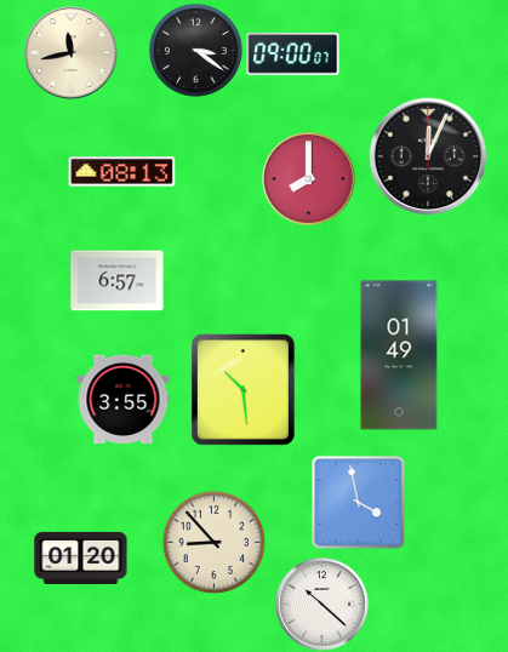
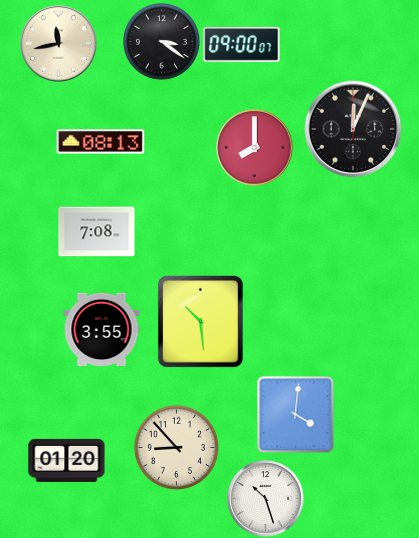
clock at (118, 281): 6:57 -> 7:08
clock at (399, 355): 01:49 -> none
clock at (359, 503): 3:58 -> 4:01
clock at (323, 605): 10:22 -> 10:27
